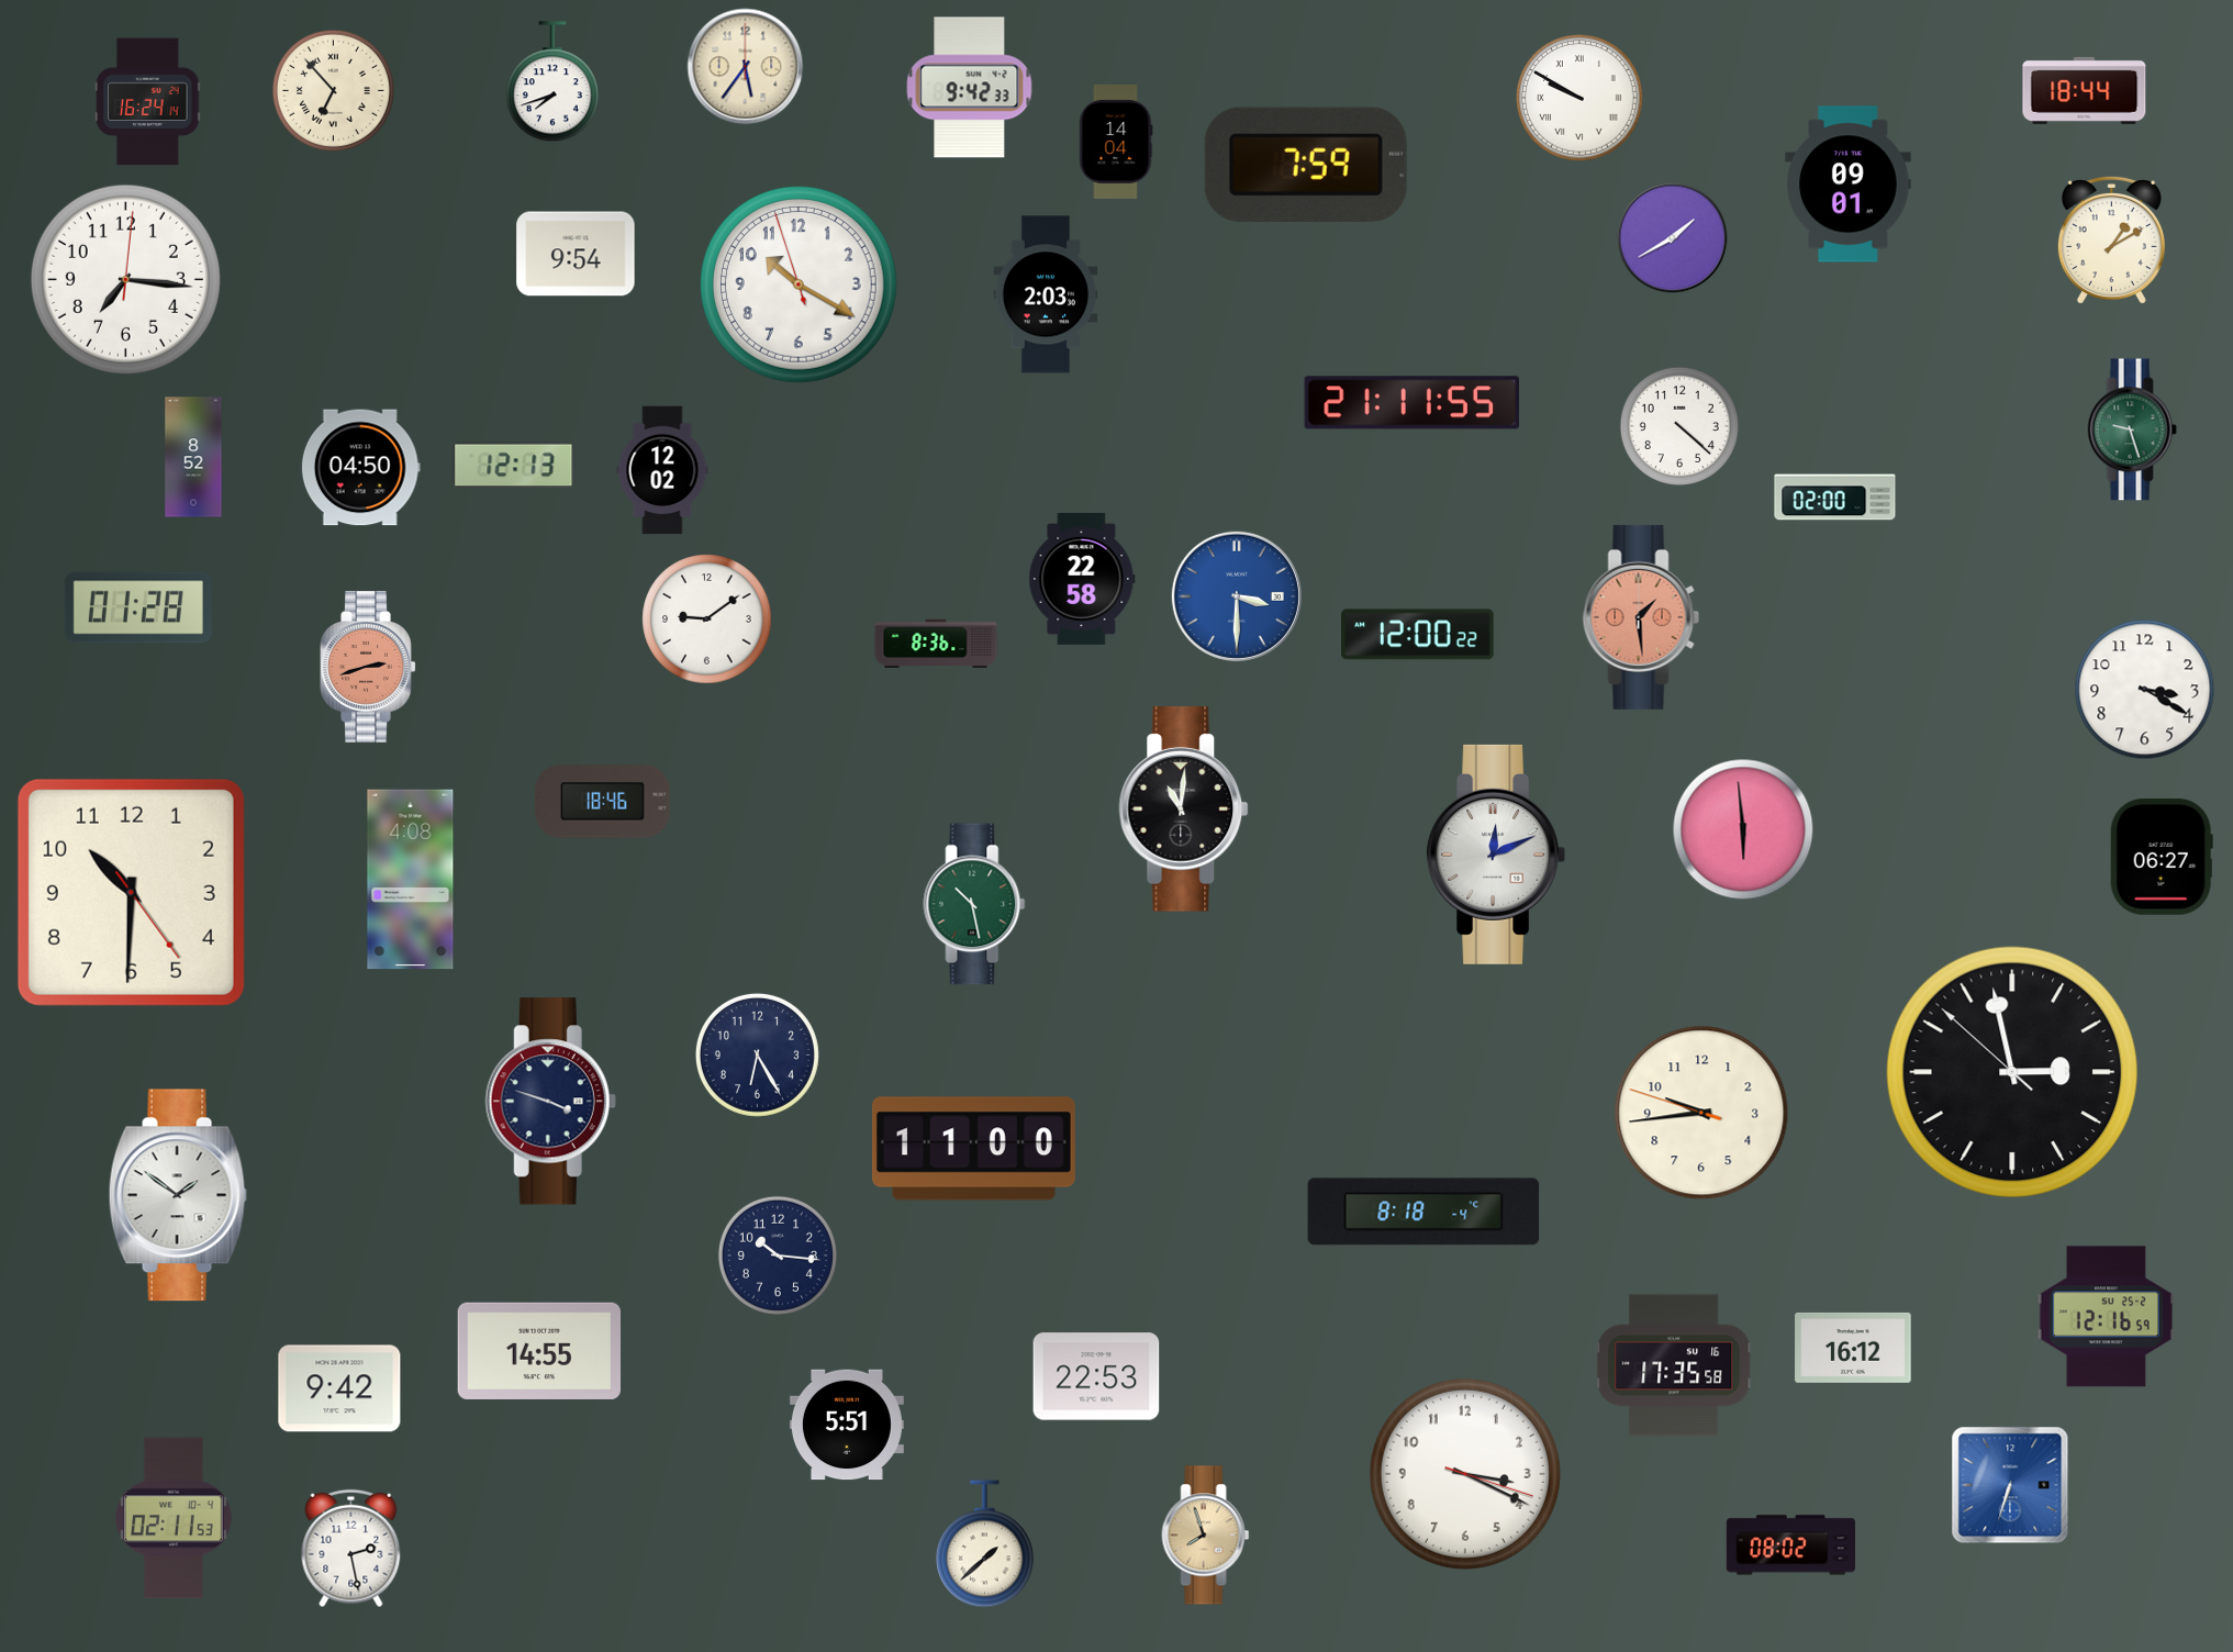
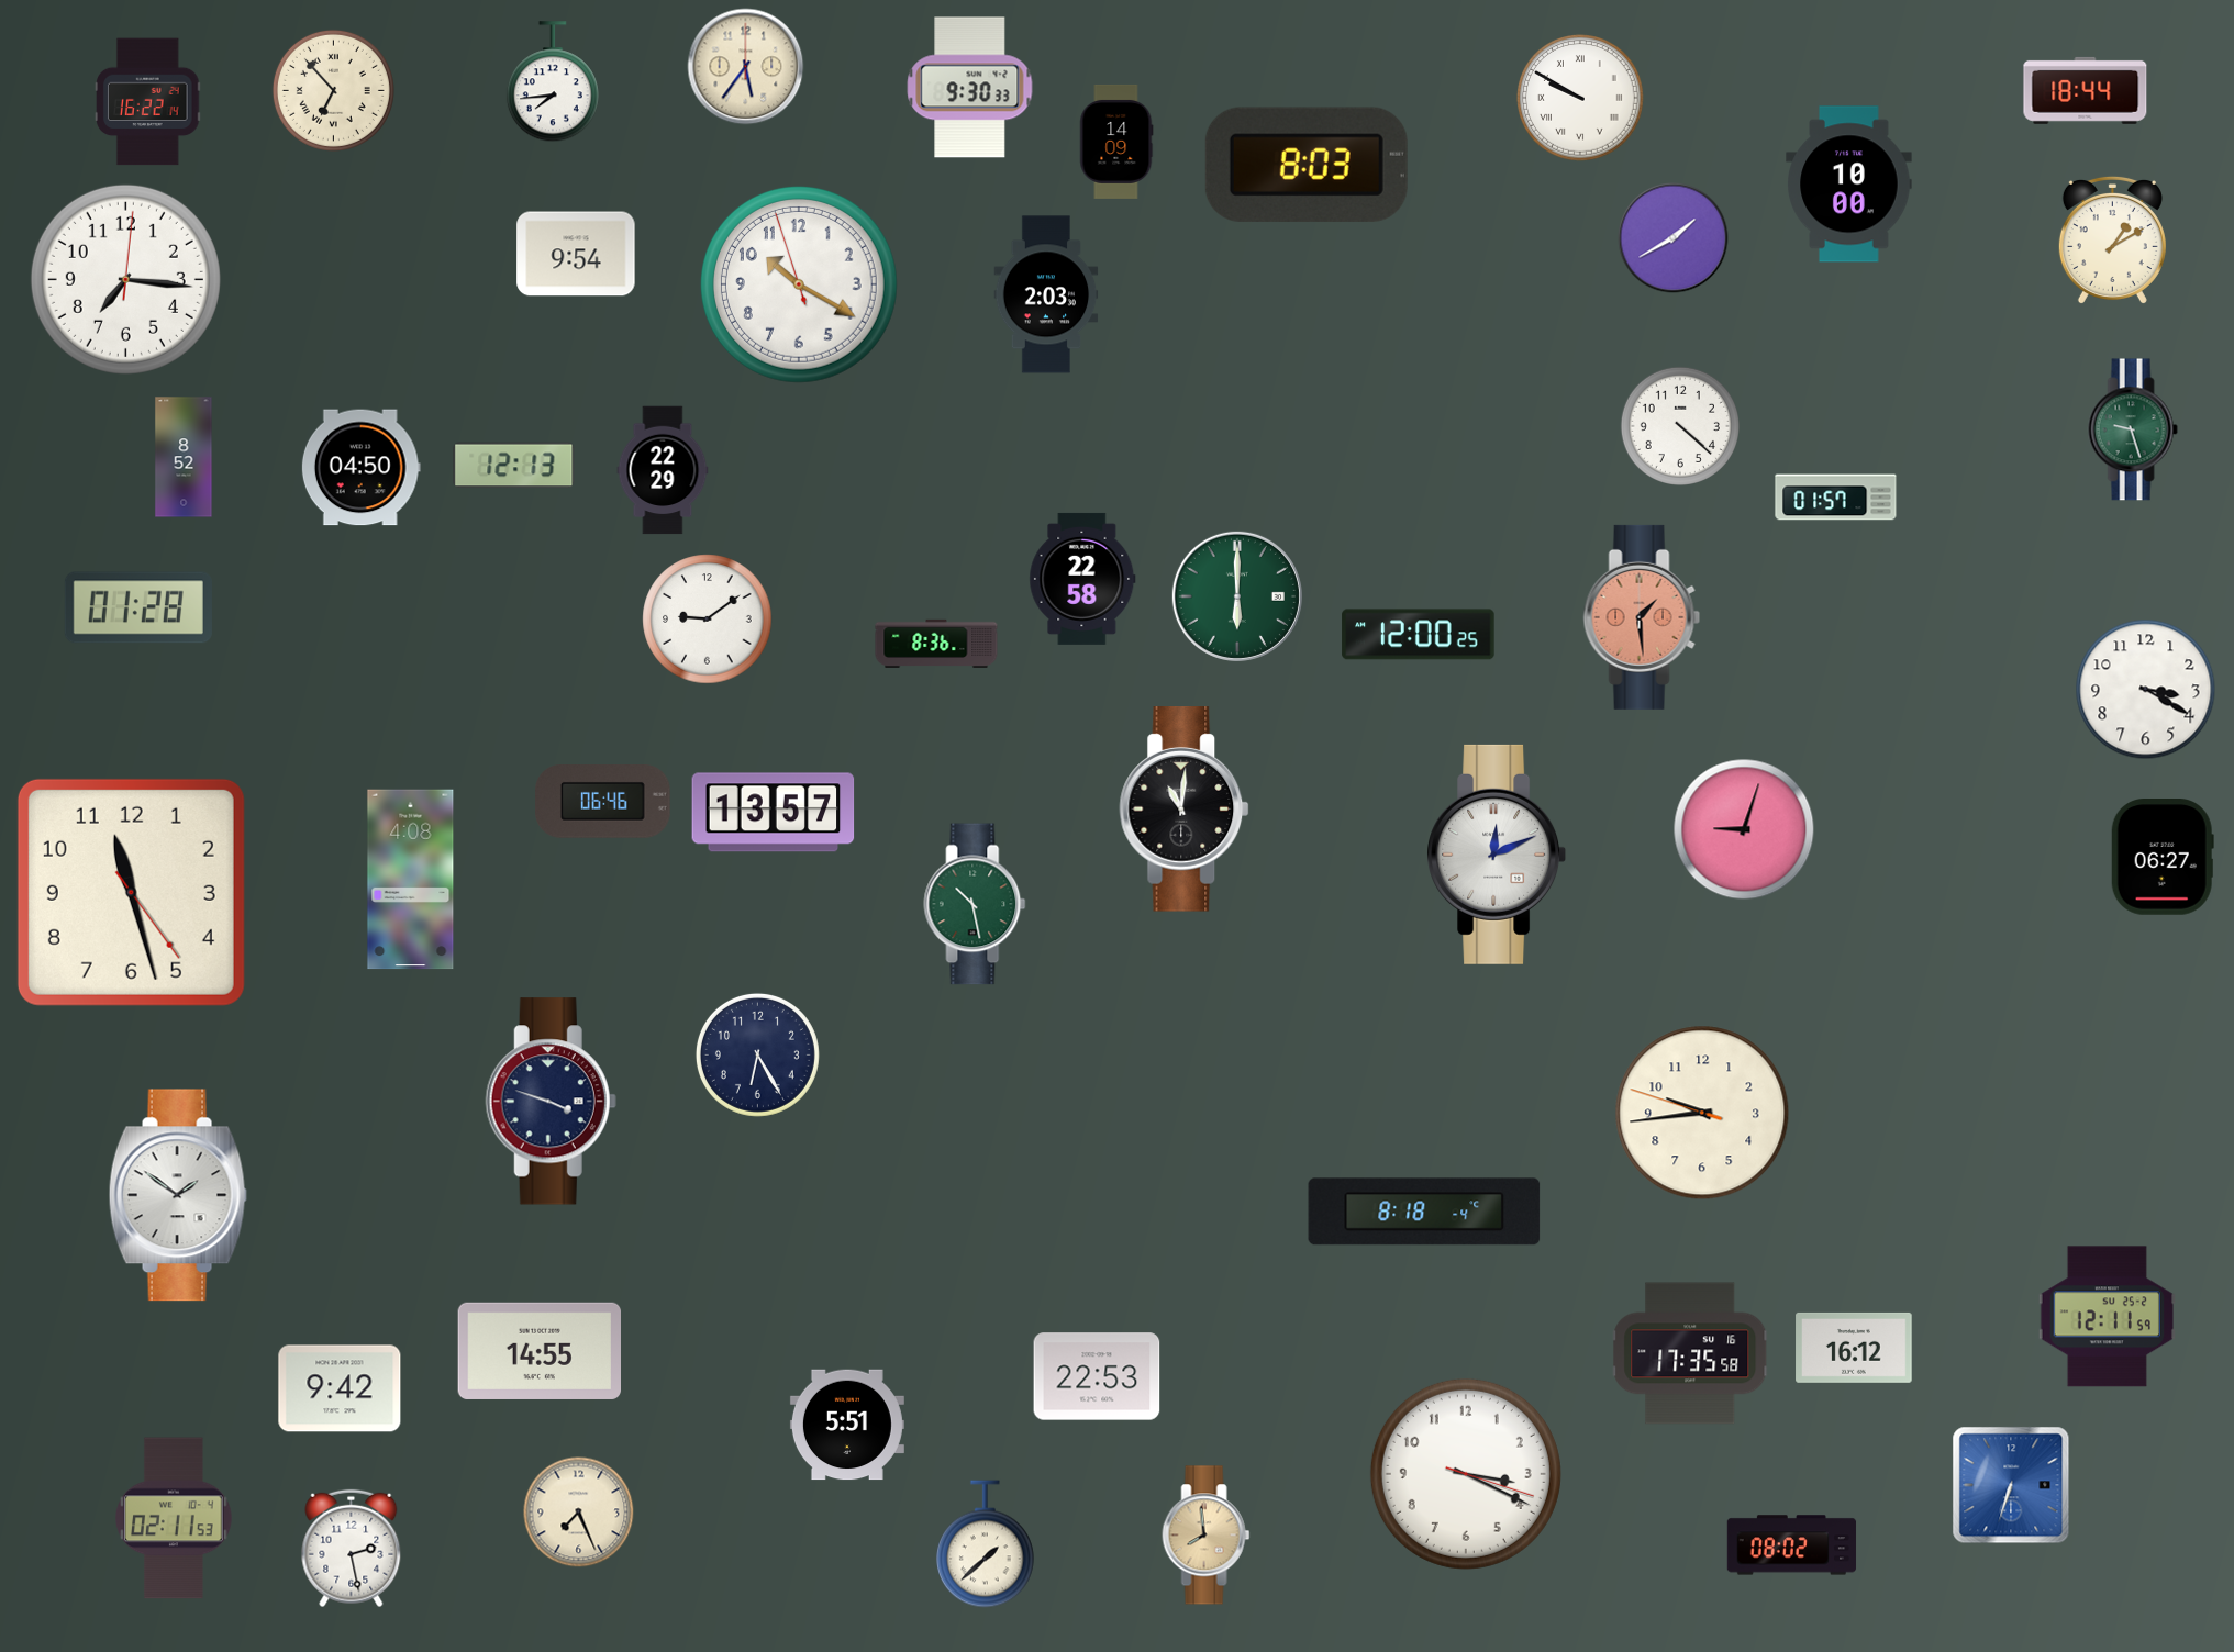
clock at (552, 82): 7:42 -> 7:44
clock at (970, 88): 9:42 -> 9:30
clock at (148, 102): 16:24 -> 16:22
clock at (1116, 142): 14:04 -> 14:09
clock at (1306, 165): 7:59 -> 8:03
clock at (1849, 185): 09:01 -> 10:00
clock at (1413, 403): 21:11 -> none
clock at (193, 457) position: (193, 457) -> (184, 457)
clock at (662, 470): 12:02 -> 22:29
clock at (1835, 498): 02:00 -> 01:57
clock at (1237, 596): 3:30 -> 6:00
clock at (1237, 596) dial: blue -> green
clock at (1418, 635): 12:00:22 -> 12:00:25
clock at (368, 667): 2:42 -> none
clock at (603, 802): 18:46 -> 06:46
clock at (774, 813): none -> 13:57
clock at (1743, 829): 5:59 -> 9:03
clock at (131, 892): 10:30 -> 11:27
clock at (2012, 1072): 2:57 -> none
clock at (973, 1149): 11:00 -> none
clock at (778, 1255): 10:16 -> none
clock at (2106, 1317): 12:16 -> 12:11
clock at (1675, 1365) position: (1675, 1365) -> (1691, 1353)
clock at (579, 1513): none -> 7:26
clock at (1206, 1536): 7:57 -> 7:59
